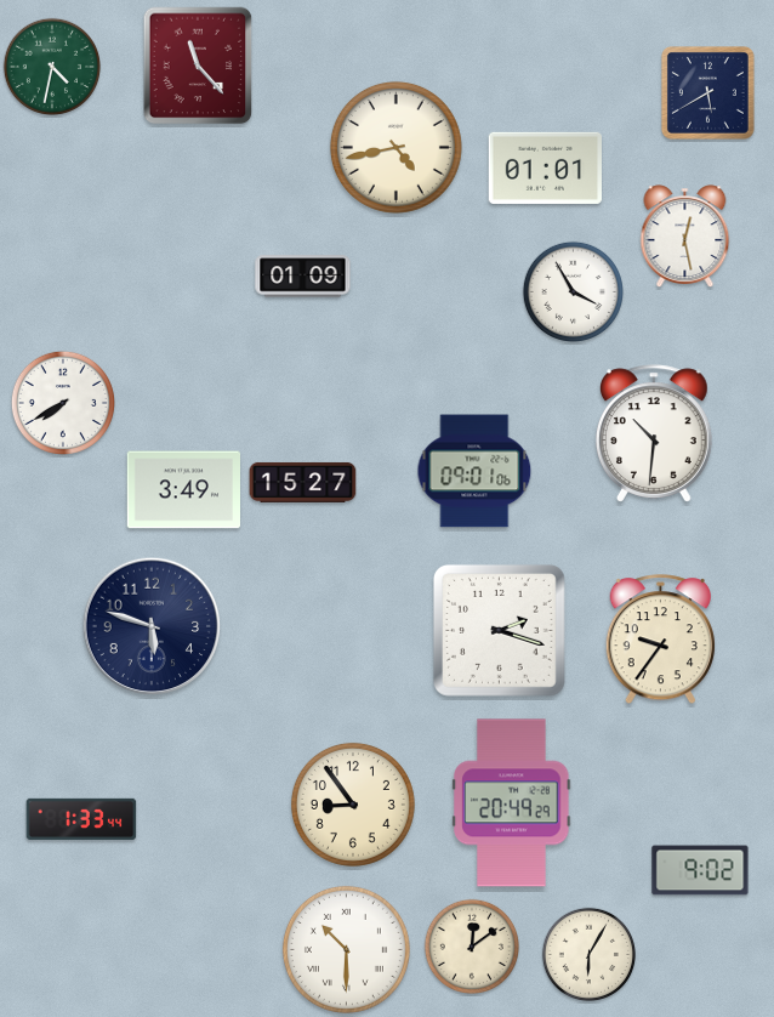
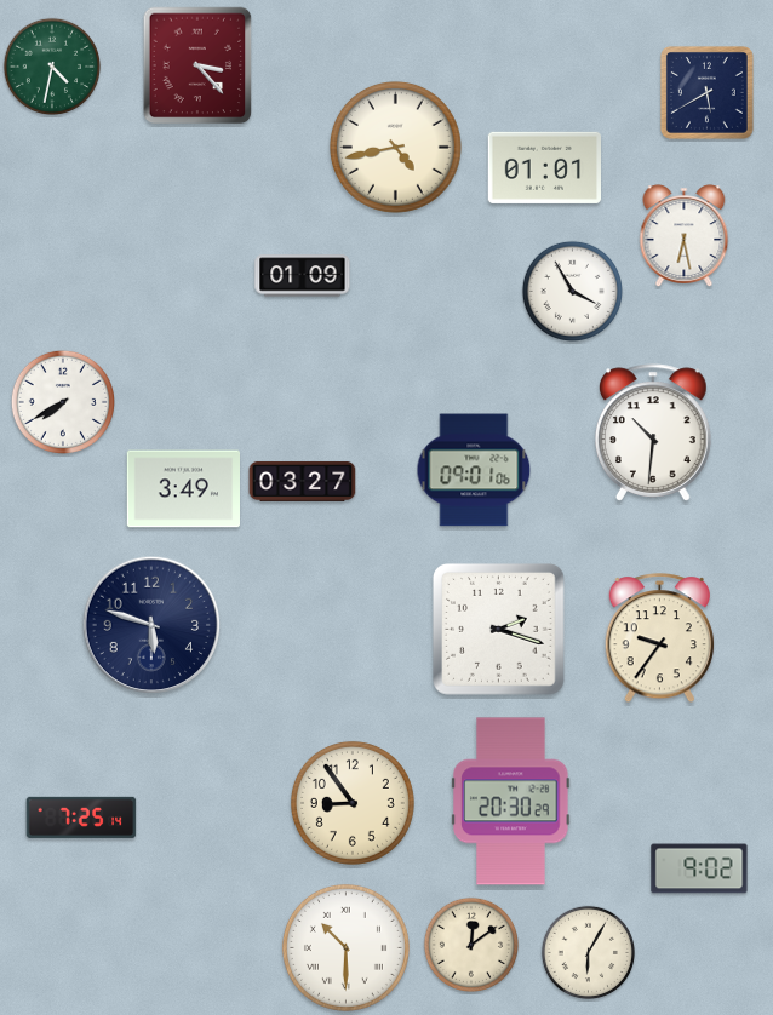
clock at (198, 66): 11:23 -> 3:23
clock at (685, 235): 12:28 -> 6:28
clock at (303, 482): 15:27 -> 03:27
clock at (512, 803): 20:49 -> 20:30
clock at (81, 819): 1:33 -> 7:25
